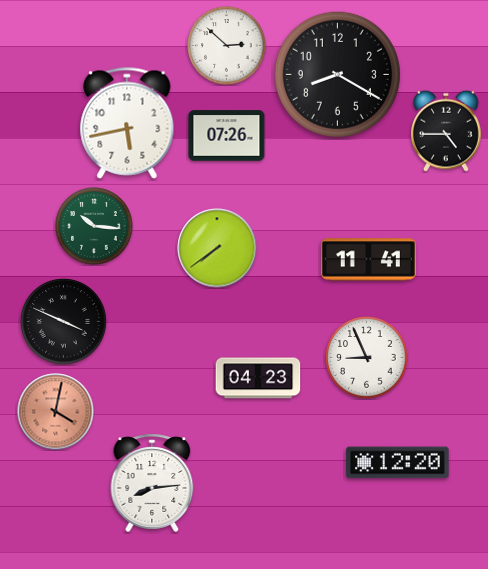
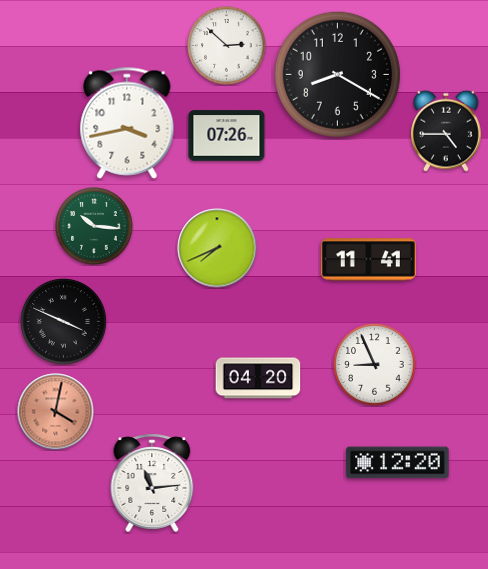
clock at (127, 123): 5:43 -> 3:43
clock at (217, 248): 7:39 -> 7:41
clock at (367, 358) position: (367, 358) -> (375, 365)
clock at (258, 378): 04:23 -> 04:20
clock at (152, 483): 8:14 -> 11:14
